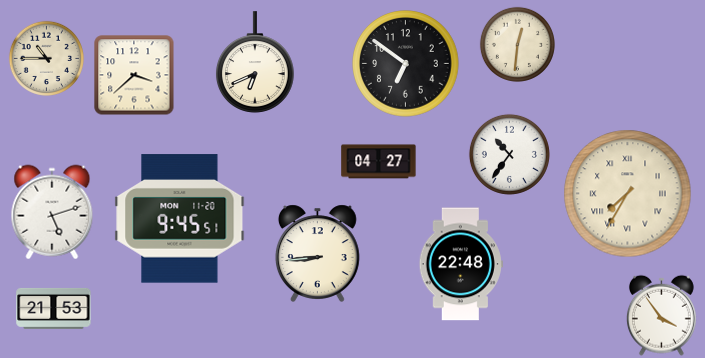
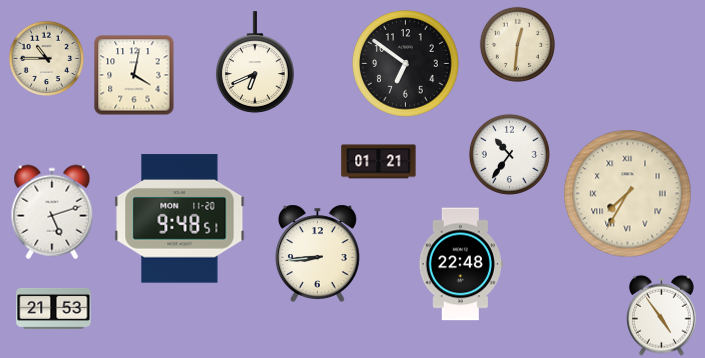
clock at (134, 75): 3:38 -> 4:02
clock at (379, 162): 04:27 -> 01:21
clock at (180, 219): 9:45 -> 9:48
clock at (661, 315): 3:54 -> 4:54
